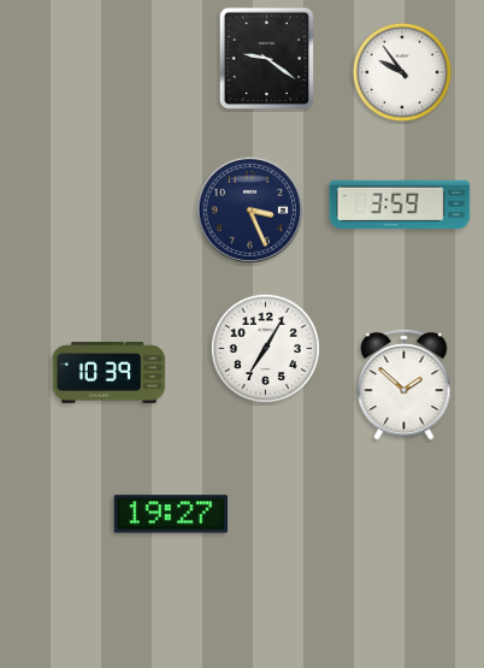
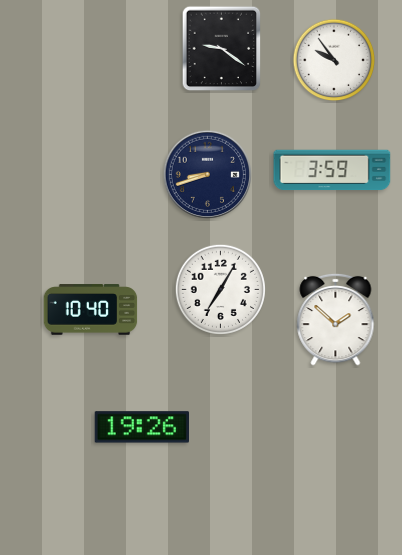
clock at (249, 209): 3:26 -> 8:42
clock at (110, 373): 10:39 -> 10:40
clock at (170, 514): 19:27 -> 19:26
